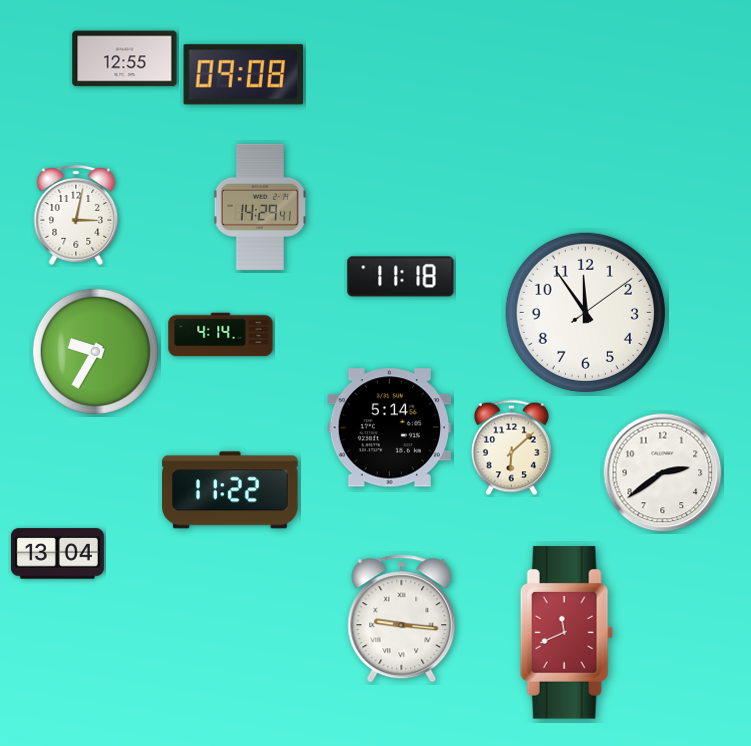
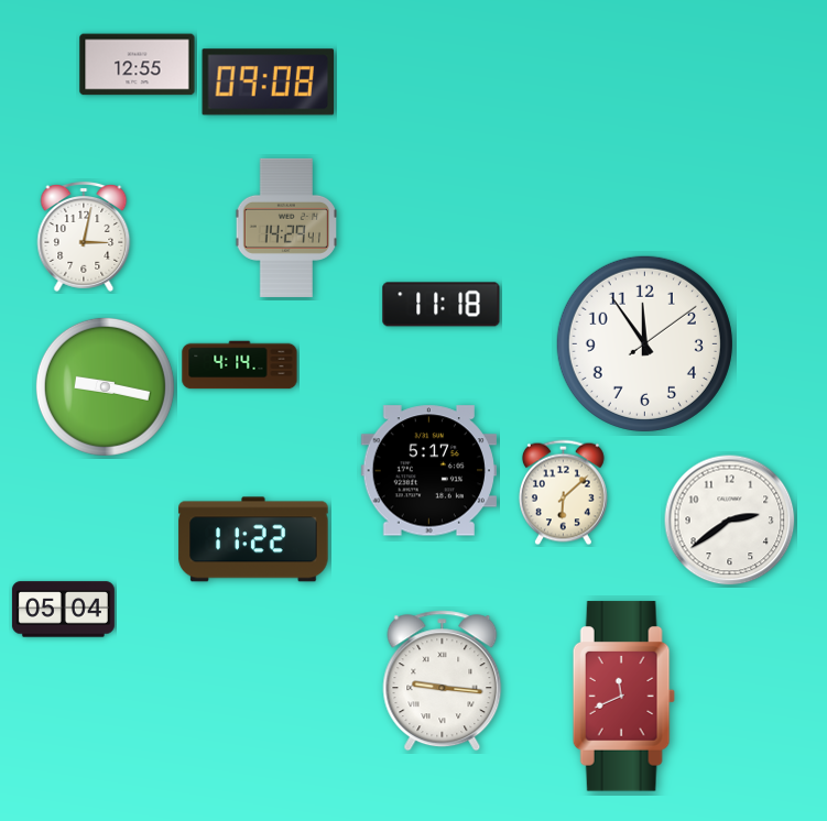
clock at (221, 335) position: (221, 335) -> (240, 365)
clock at (95, 351): 9:35 -> 9:17
clock at (389, 428): 5:14 -> 5:17
clock at (57, 554): 13:04 -> 05:04
